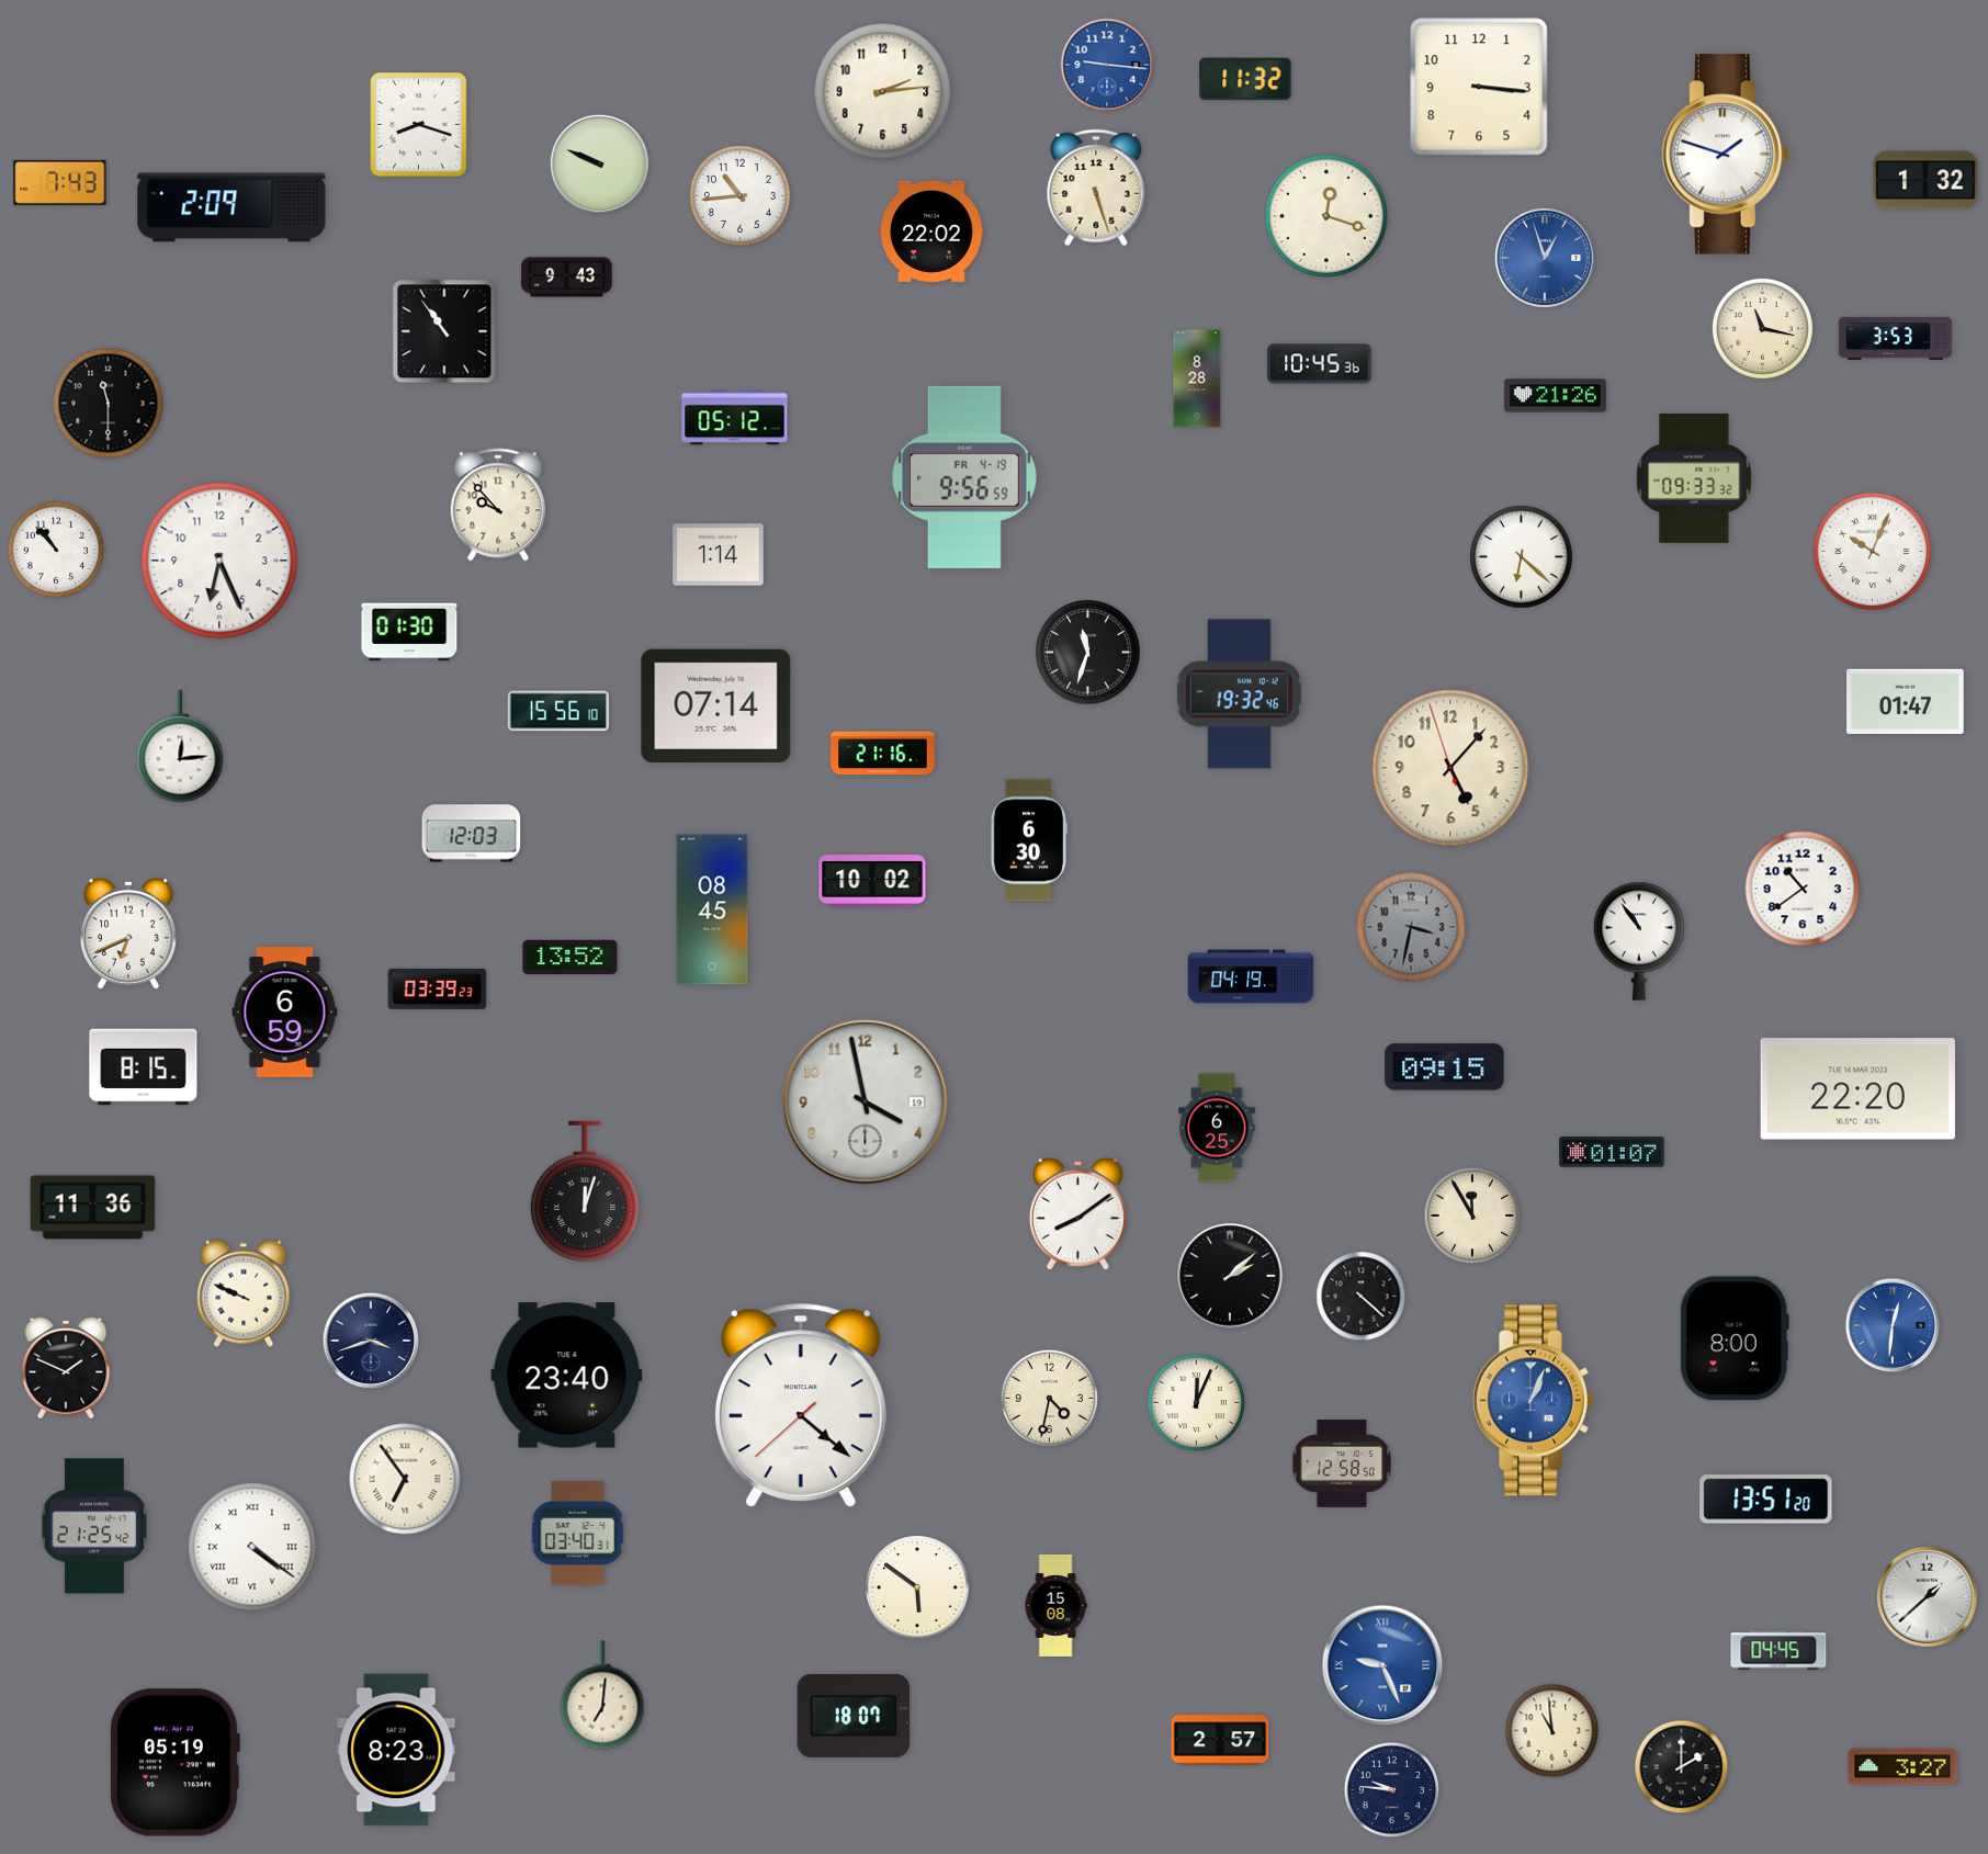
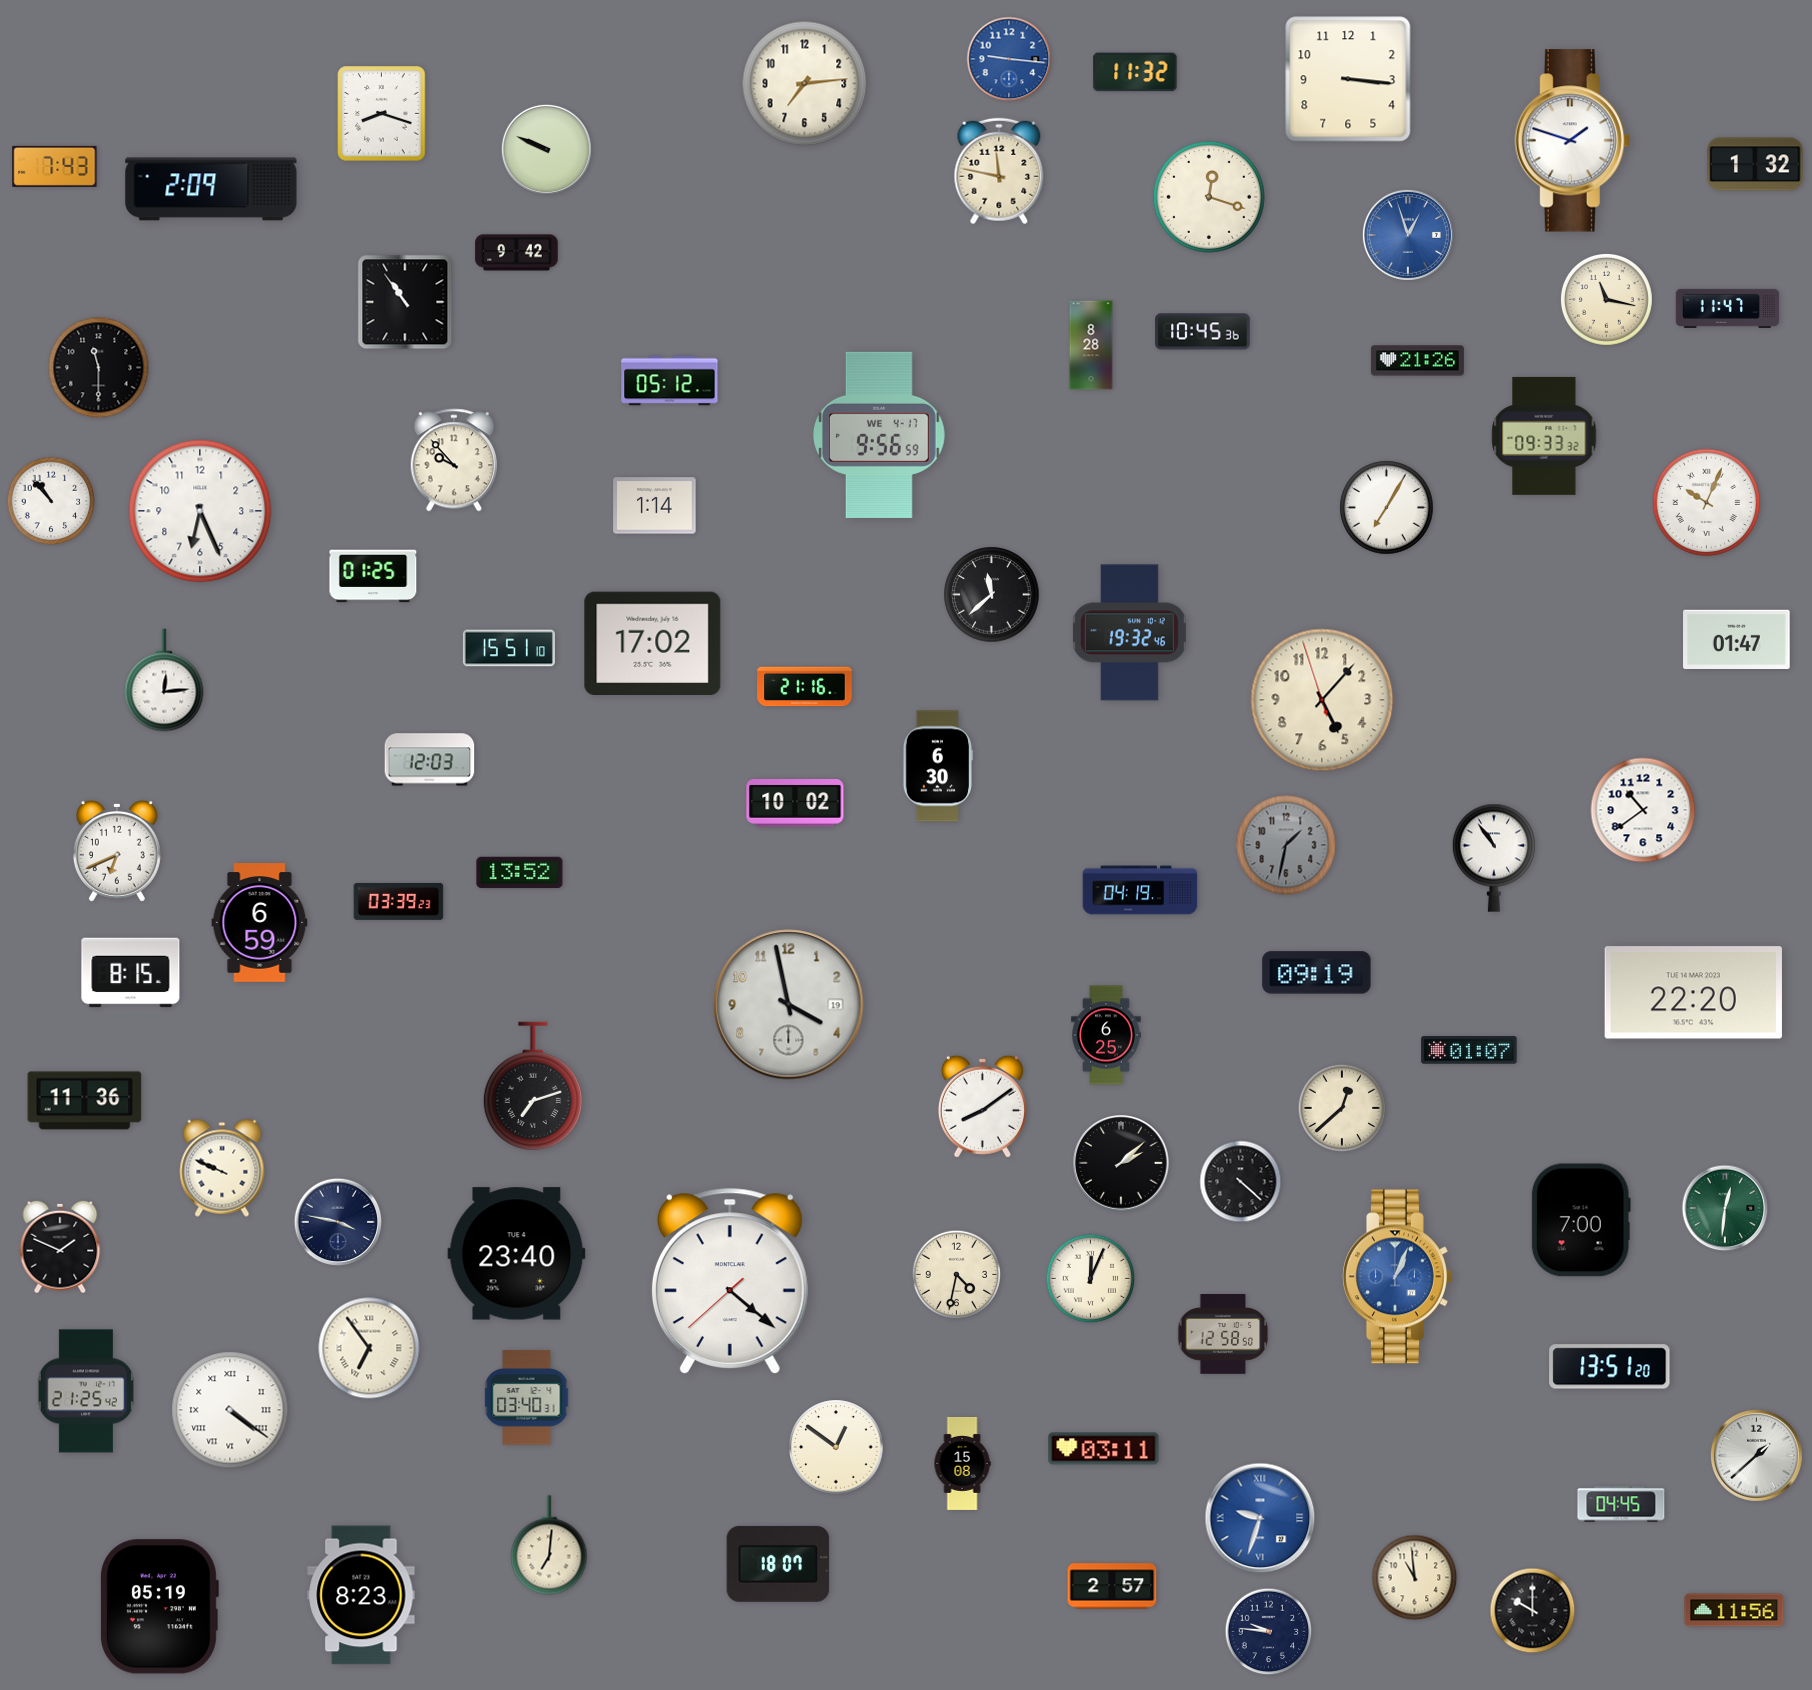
clock at (883, 92): 2:14 -> 7:14
clock at (1096, 188): 5:27 -> 11:47
clock at (739, 195): 10:44 -> none
clock at (931, 231): 22:02 -> none
clock at (567, 278): 9:43 -> 9:42
clock at (1896, 338): 3:53 -> 11:47
clock at (965, 477) date: FR 4-19 -> WE 4-17
clock at (1522, 557): 6:22 -> 7:05
clock at (409, 632): 01:30 -> 01:25
clock at (1088, 653): 11:33 -> 11:38
clock at (716, 706): 07:14 -> 17:02
clock at (558, 711): 15:56 -> 15:51
clock at (712, 909): 08:45 -> none
clock at (1411, 927): 3:32 -> 1:32
clock at (1445, 1067): 09:15 -> 09:19
clock at (1217, 1128) position: (1217, 1128) -> (1106, 1035)
clock at (585, 1191): 12:03 -> 7:12
clock at (1472, 1216): 11:55 -> 12:38
clock at (244, 1293) position: (244, 1293) -> (222, 1168)
clock at (1893, 1325) dial: blue -> green
clock at (1735, 1338): 8:00 -> 7:00
clock at (371, 1341): 3:42 -> 3:47
clock at (917, 1587): 5:51 -> 12:51
clock at (1104, 1449): none -> 03:11
clock at (1382, 1665): 9:26 -> 9:33
clock at (1902, 1766): 3:27 -> 11:56
clock at (1682, 1767): 2:00 -> 10:00
